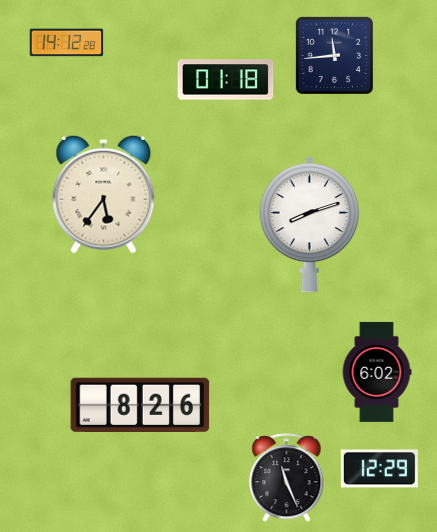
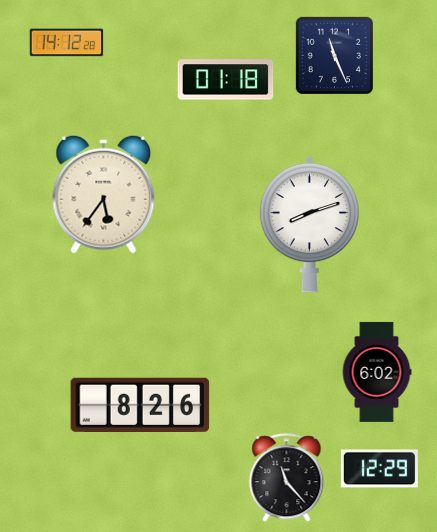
clock at (334, 55): 11:44 -> 11:26
clock at (287, 478): 11:26 -> 11:23
